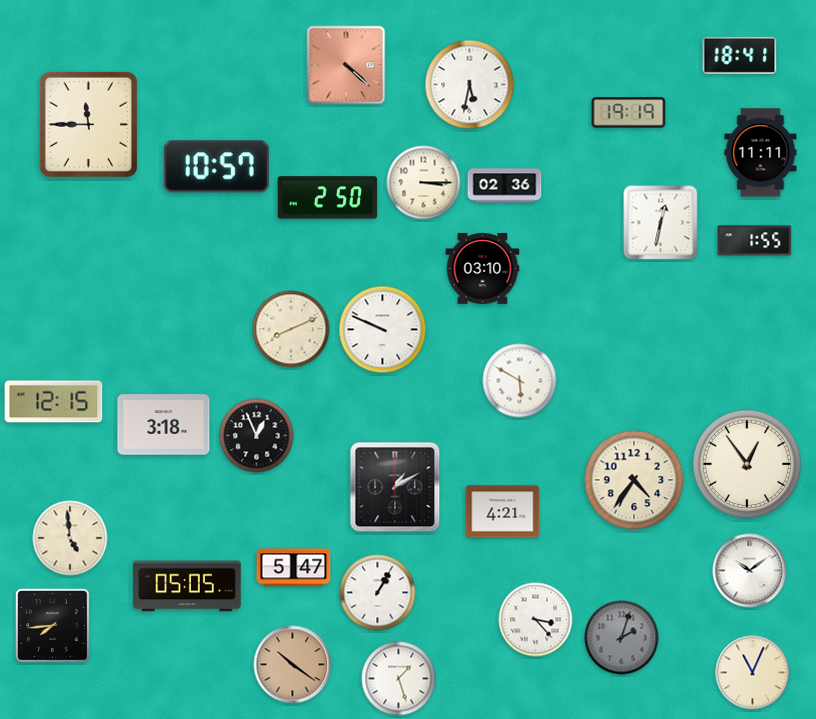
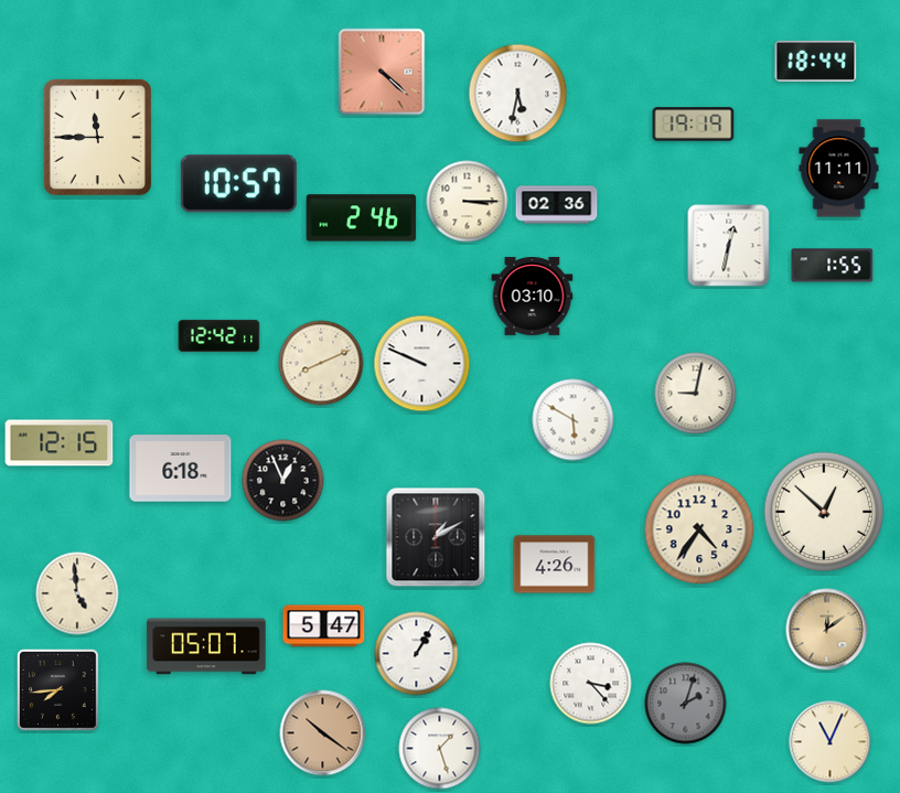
clock at (740, 55): 18:41 -> 18:44
clock at (328, 198): 2:50 -> 2:46
clock at (219, 335): none -> 12:42
clock at (696, 394): none -> 9:02
clock at (164, 425): 3:18 -> 6:18
clock at (747, 464): 12:54 -> 12:52
clock at (503, 512): 4:21 -> 4:26
clock at (750, 571): 10:09 -> 12:09
clock at (750, 571) dial: white -> champagne
clock at (187, 586): 05:05 -> 05:07
